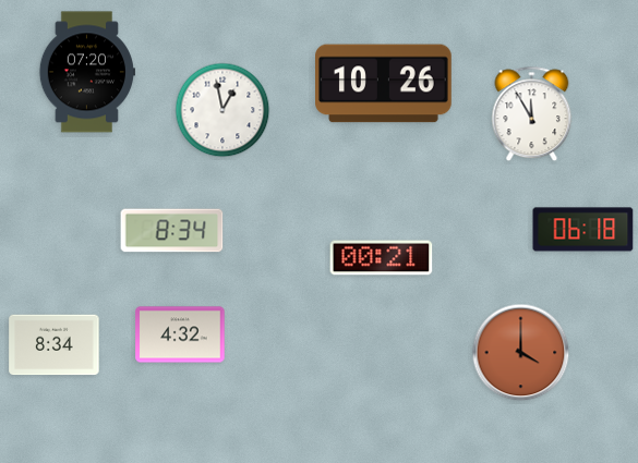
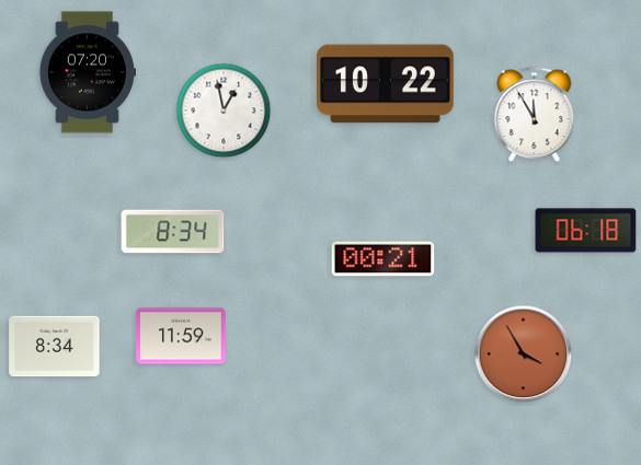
clock at (384, 84): 10:26 -> 10:22
clock at (180, 334): 4:32 -> 11:59
clock at (521, 353): 4:00 -> 3:55
